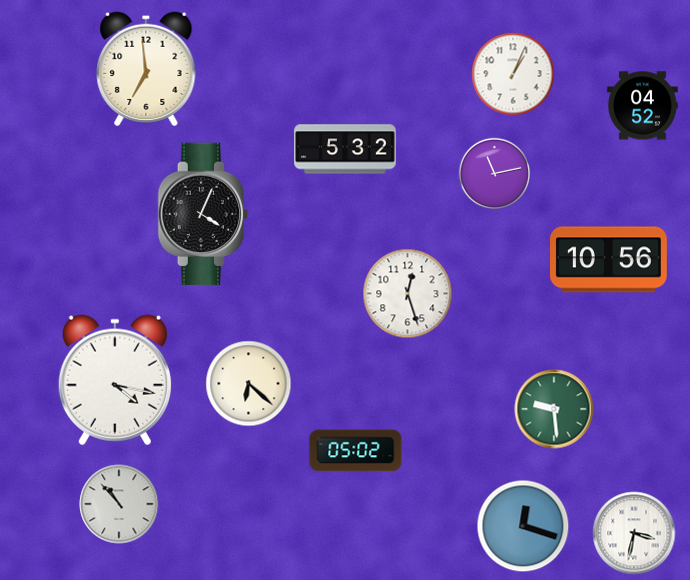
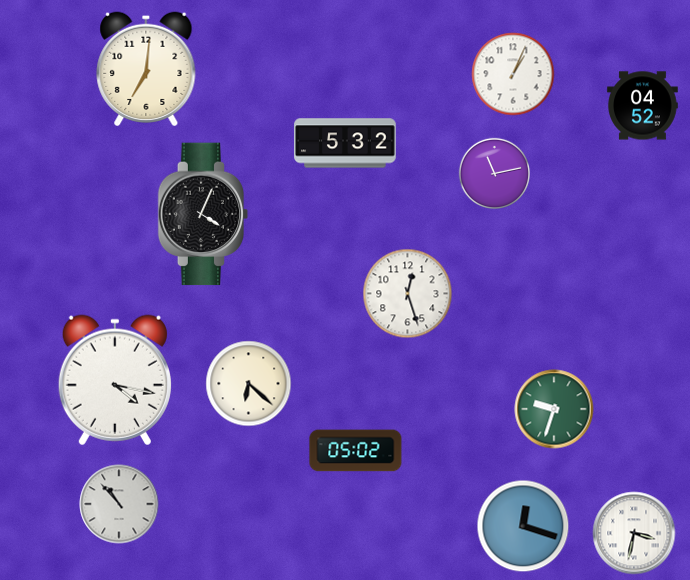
clock at (146, 68): 6:59 -> 7:01
clock at (345, 149) position: (345, 149) -> (345, 143)
clock at (609, 260): 10:56 -> none
clock at (554, 409): 9:29 -> 9:33
